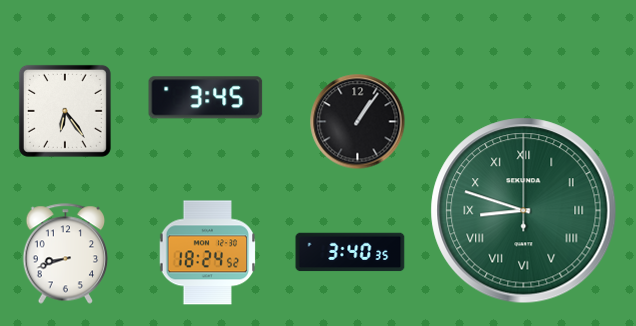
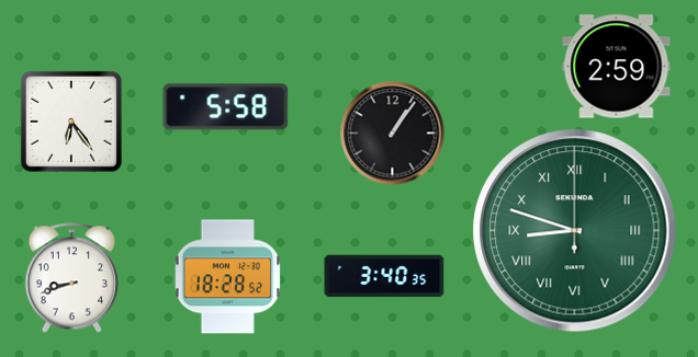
clock at (617, 67): none -> 2:59
clock at (206, 98): 3:45 -> 5:58
clock at (208, 253): 18:24 -> 18:28
